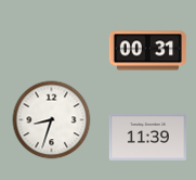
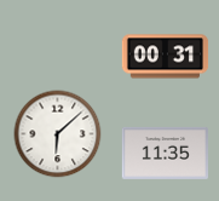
clock at (52, 120): 8:33 -> 6:08
clock at (148, 137): 11:39 -> 11:35
